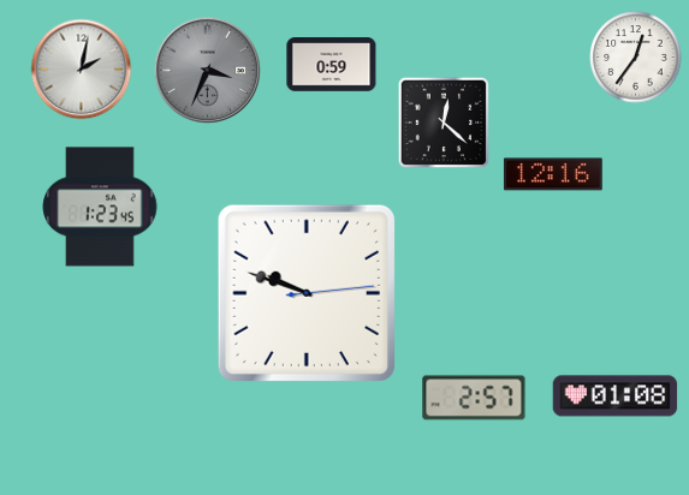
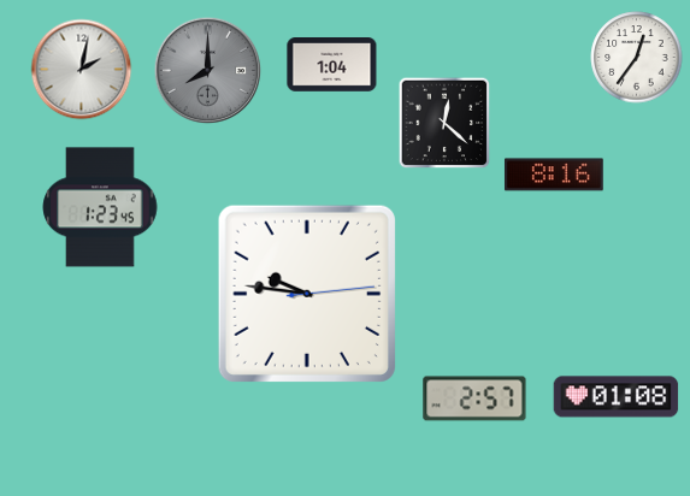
clock at (332, 65): 0:59 -> 1:04
clock at (208, 71): 3:34 -> 8:00
clock at (553, 174): 12:16 -> 8:16
clock at (307, 293): 9:48 -> 9:46
